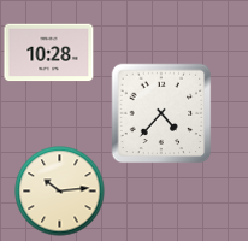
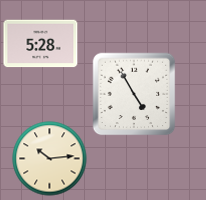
clock at (49, 53): 10:28 -> 5:28
clock at (161, 113): 4:37 -> 4:55
